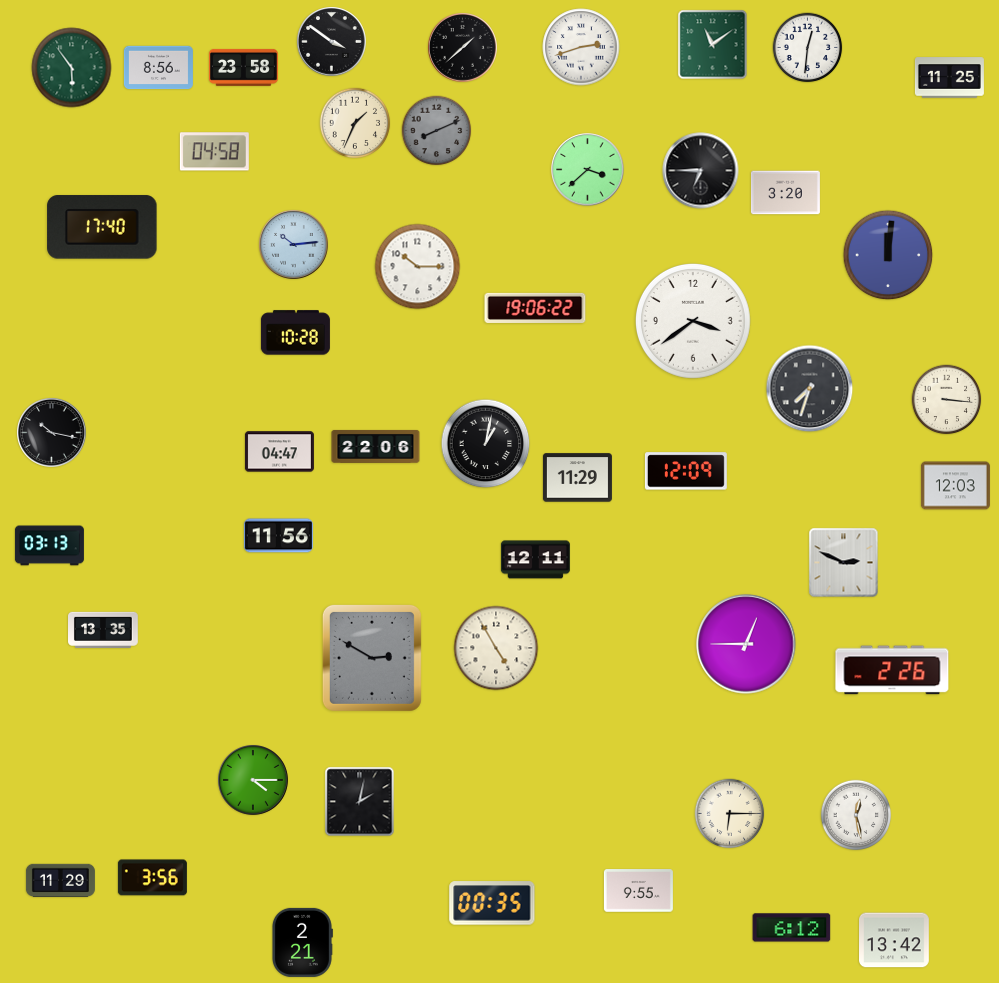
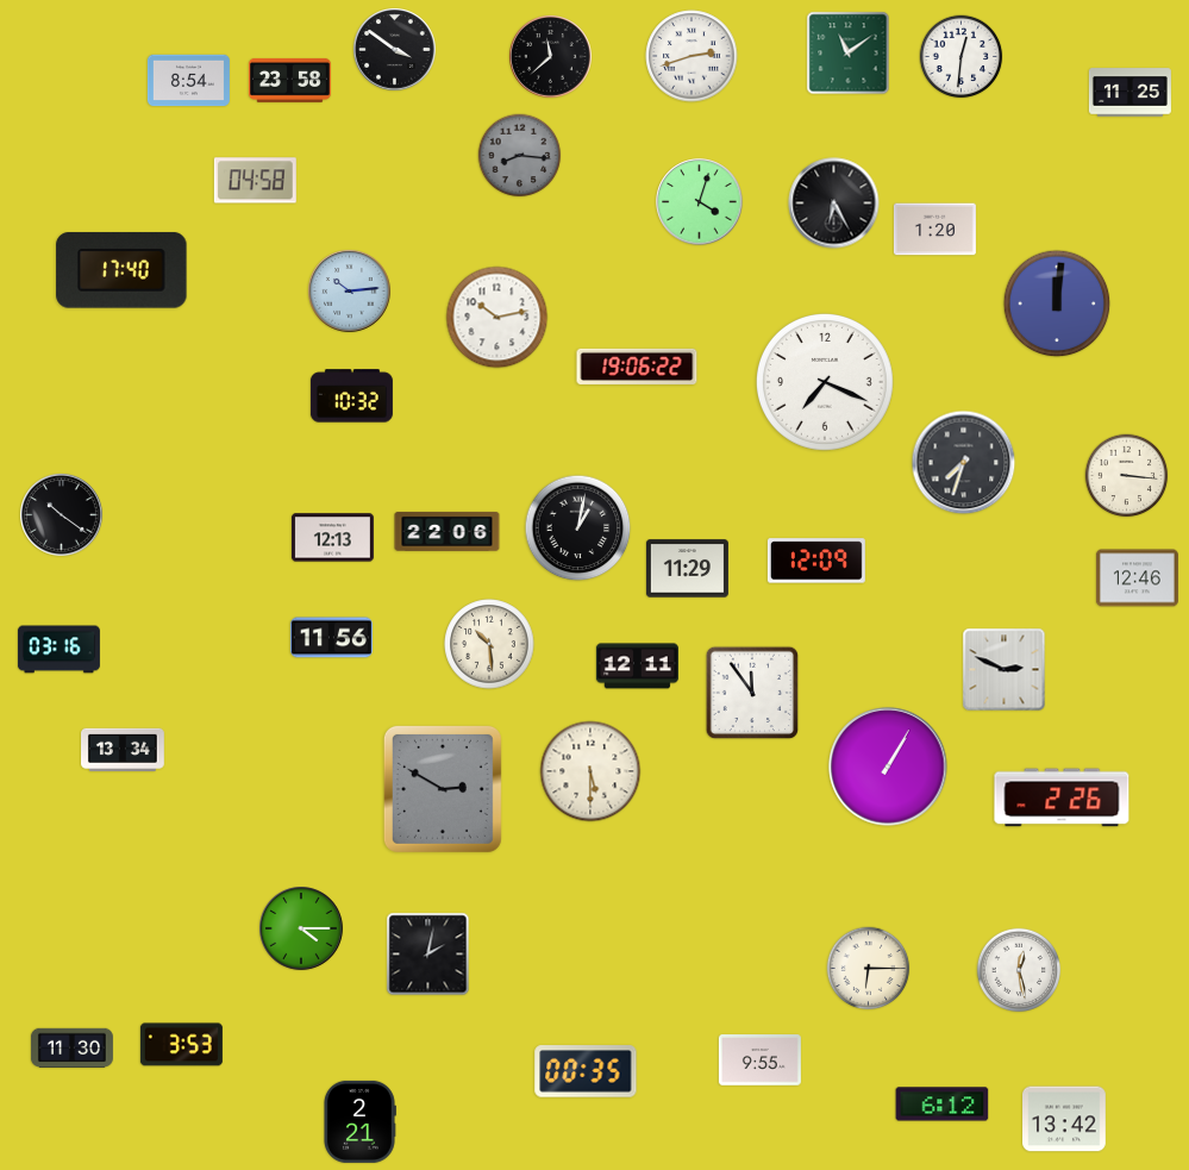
clock at (463, 48): 1:38 -> 11:38
clock at (72, 68): 5:54 -> none
clock at (158, 68): 8:56 -> 8:54
clock at (355, 123): 1:34 -> none
clock at (437, 131): 8:11 -> 8:16
clock at (588, 170): 3:38 -> 4:03
clock at (701, 171): 6:45 -> 6:25
clock at (785, 193): 3:20 -> 1:20
clock at (418, 267): 10:15 -> 10:13
clock at (693, 321): 3:39 -> 7:19
clock at (295, 333): 10:28 -> 10:32
clock at (52, 433): 10:17 -> 10:21
clock at (279, 452): 04:47 -> 12:13
clock at (955, 486): 12:03 -> 12:46
clock at (489, 644): none -> 10:29
clock at (49, 546): 03:13 -> 03:16
clock at (752, 693): none -> 11:54
clock at (104, 630): 13:35 -> 13:34
clock at (746, 644): 12:45 -> 1:05
clock at (496, 648): 4:55 -> 5:30
clock at (372, 658) position: (372, 658) -> (443, 789)
clock at (152, 878): 3:56 -> 3:53
clock at (60, 880): 11:29 -> 11:30
clock at (492, 903) position: (492, 903) -> (586, 1071)
